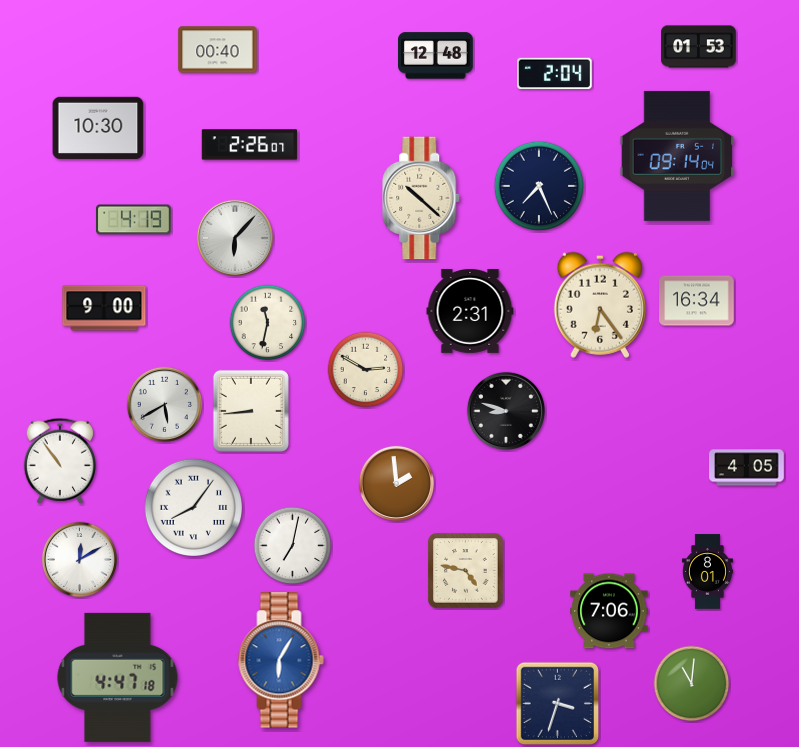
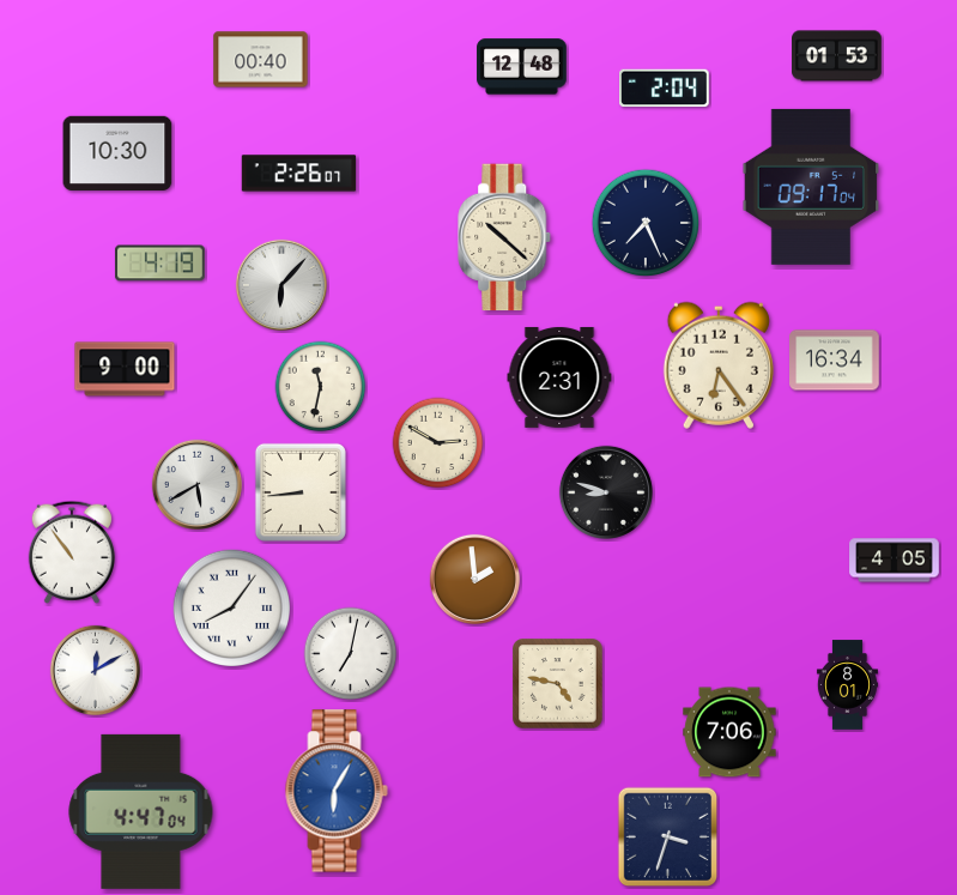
clock at (677, 156): 09:14 -> 09:17
clock at (470, 311) position: (470, 311) -> (559, 377)
clock at (118, 677): 4:47:18 -> 4:47:04
clock at (692, 684): 11:01 -> none
clock at (558, 704) position: (558, 704) -> (668, 837)
